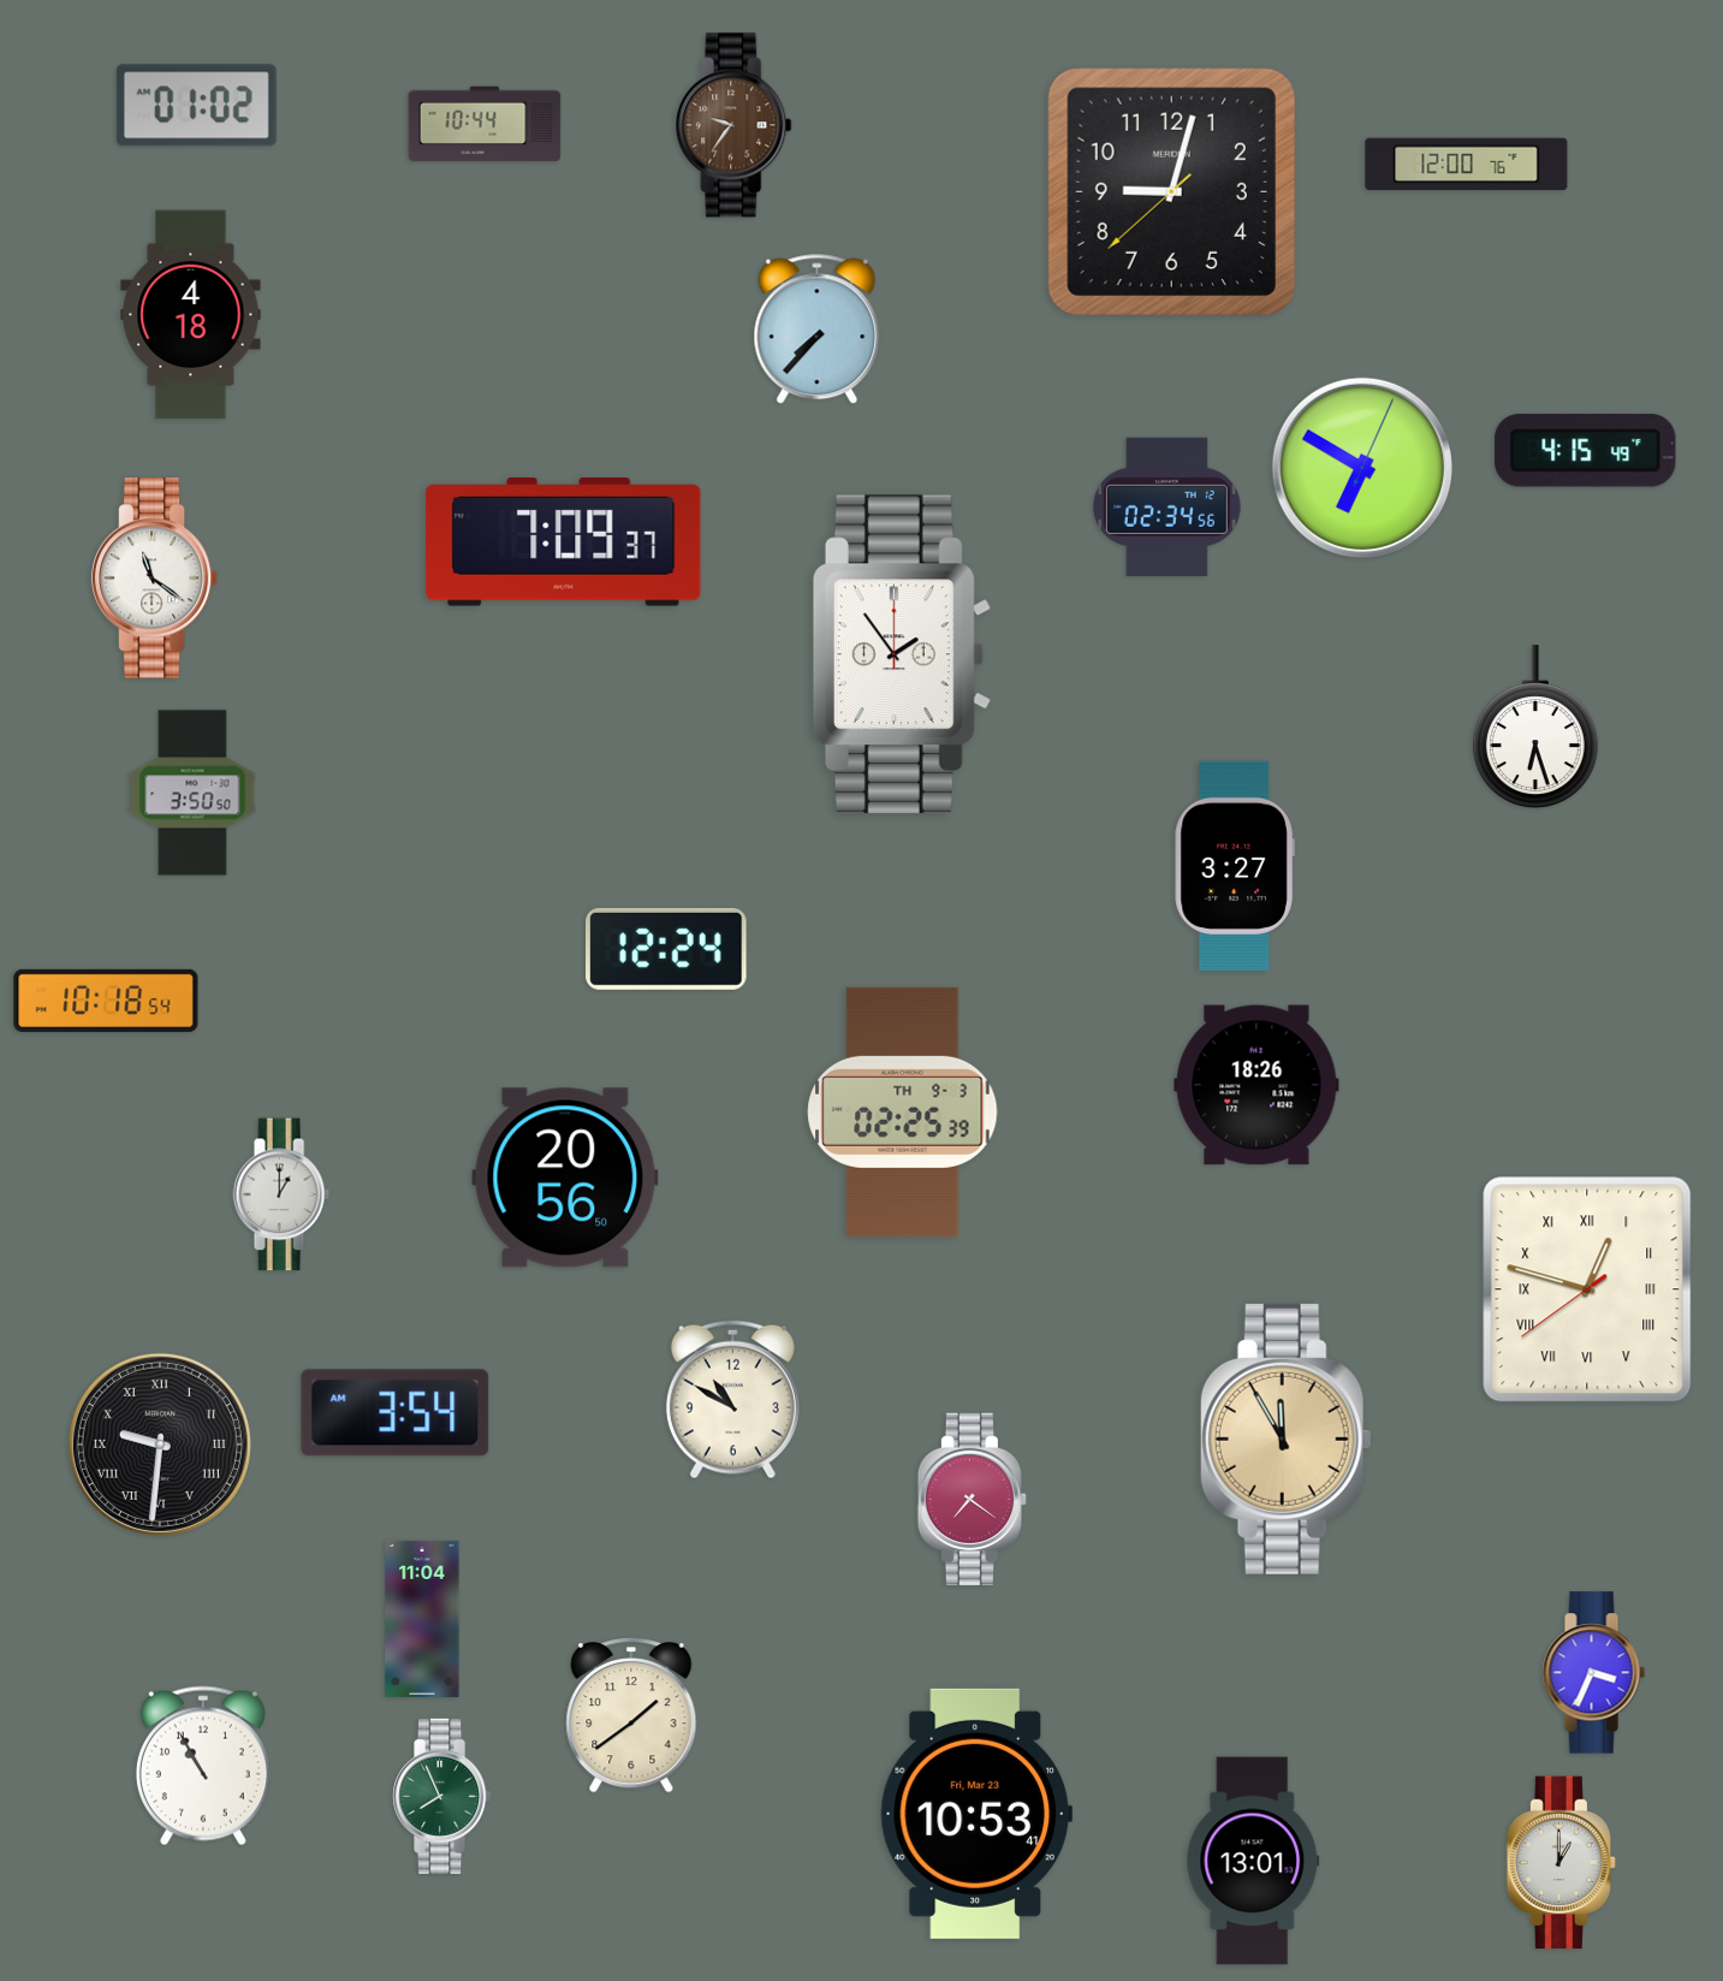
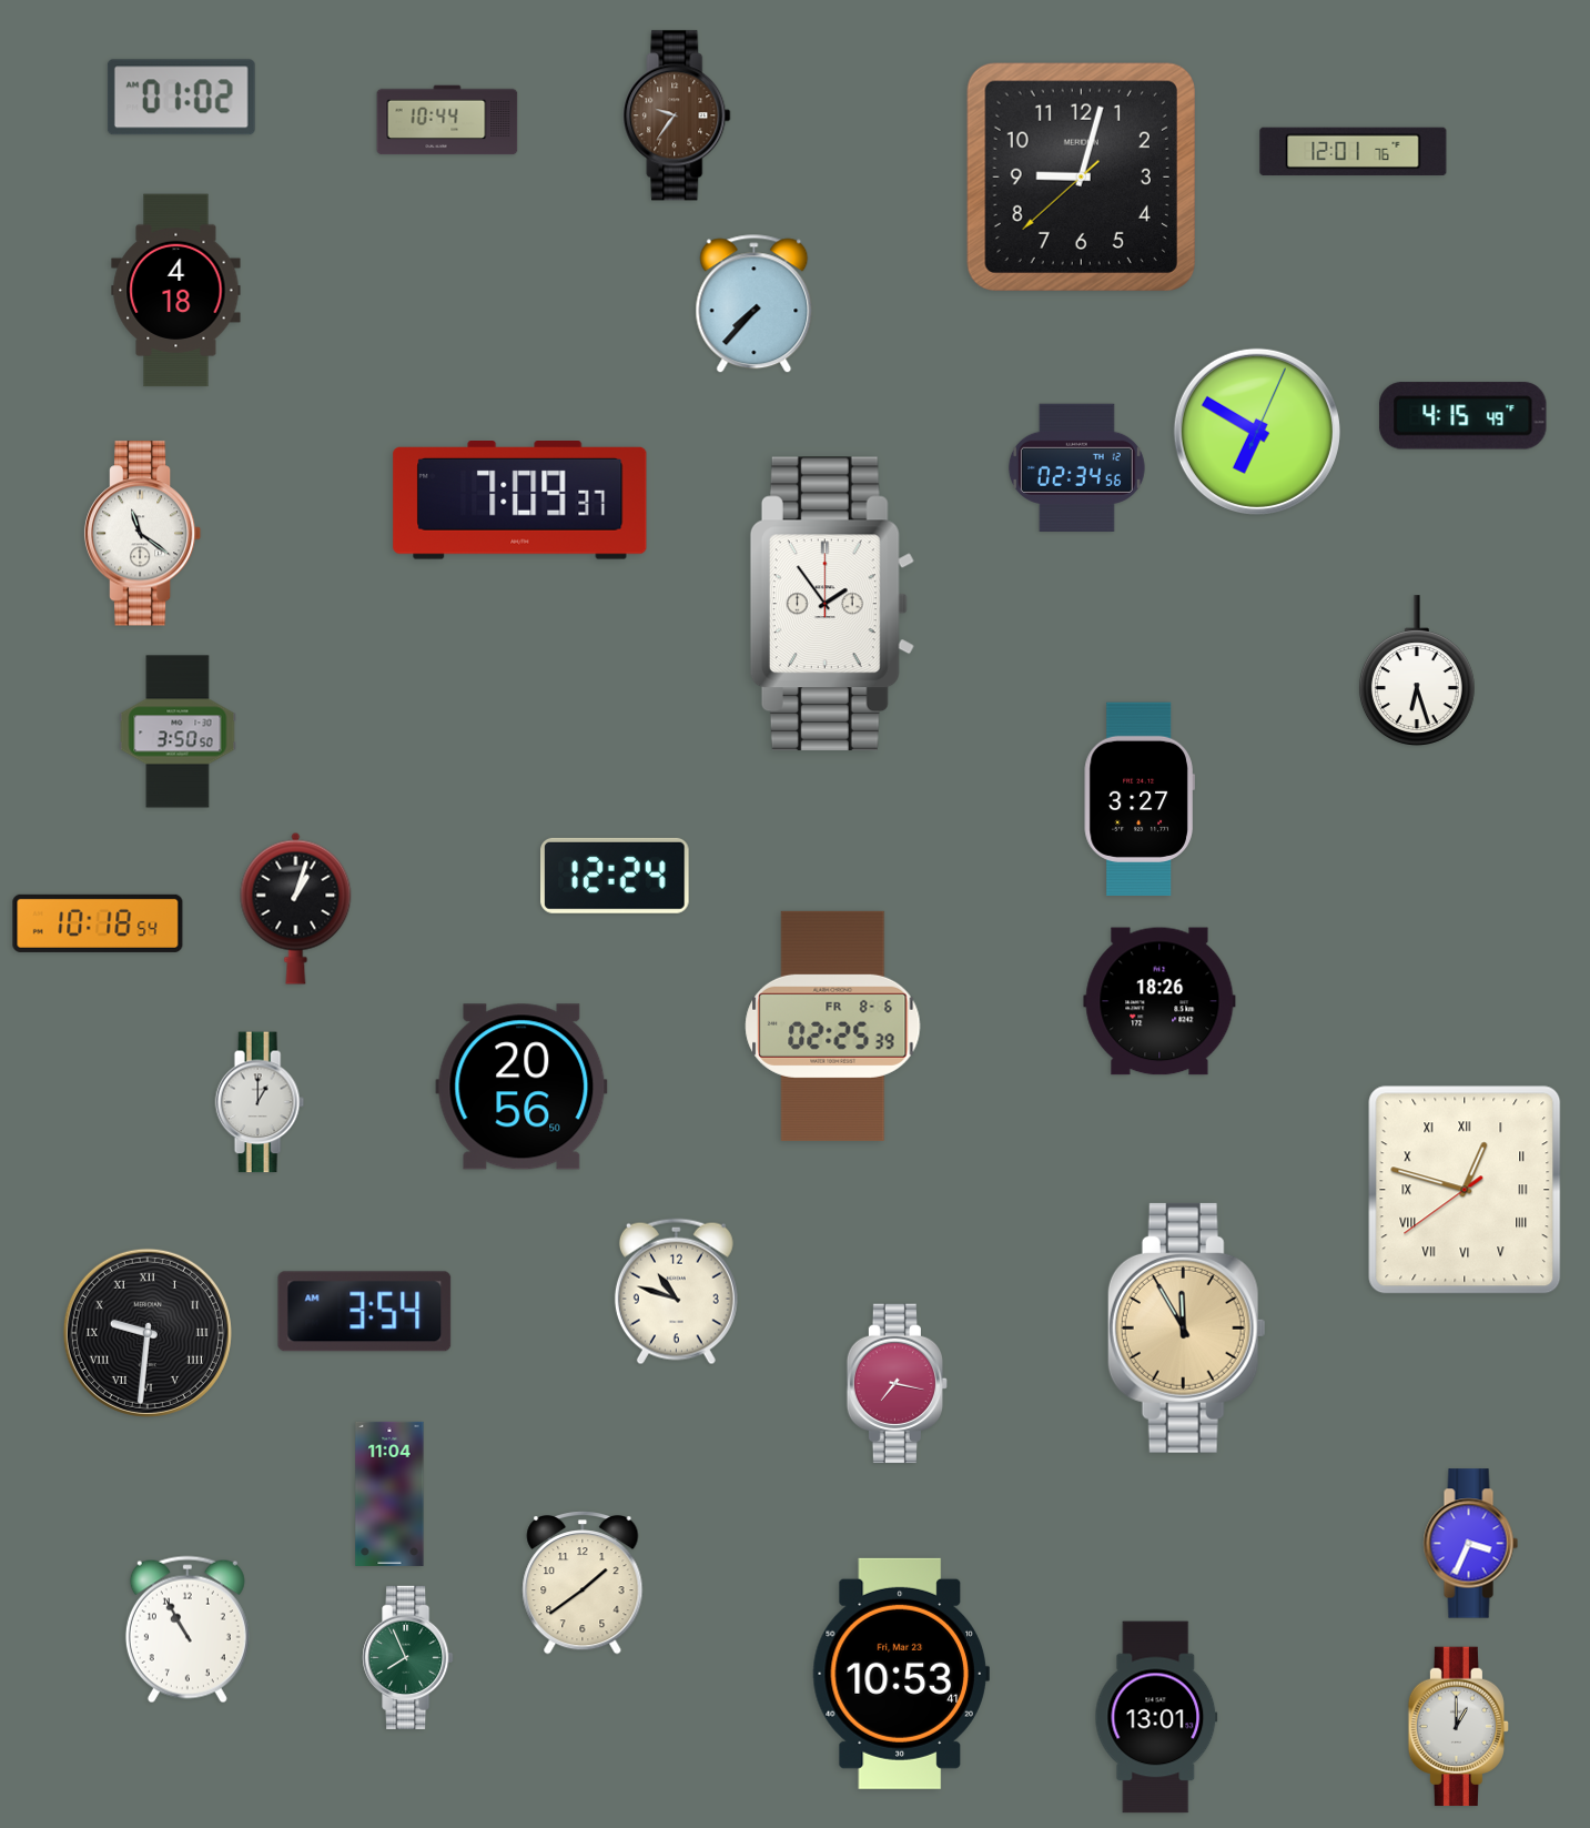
clock at (485, 124) position: (485, 124) -> (447, 120)
clock at (1467, 165): 12:00 -> 12:01
clock at (296, 908): none -> 1:03
clock at (903, 1111) date: TH 9-3 -> FR 8-6
clock at (732, 1400): 10:50 -> 10:48
clock at (396, 1413) position: (396, 1413) -> (365, 1312)
clock at (973, 1500): 7:21 -> 7:17
clock at (1562, 1863) position: (1562, 1863) -> (1459, 1727)
